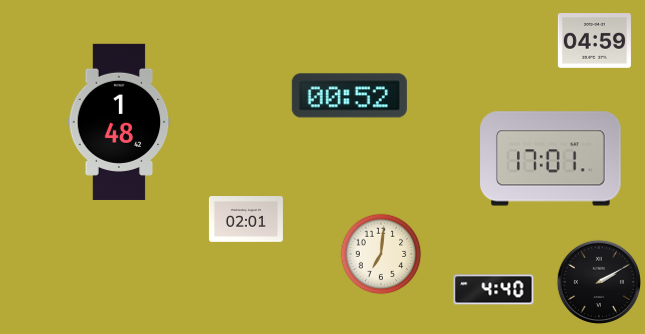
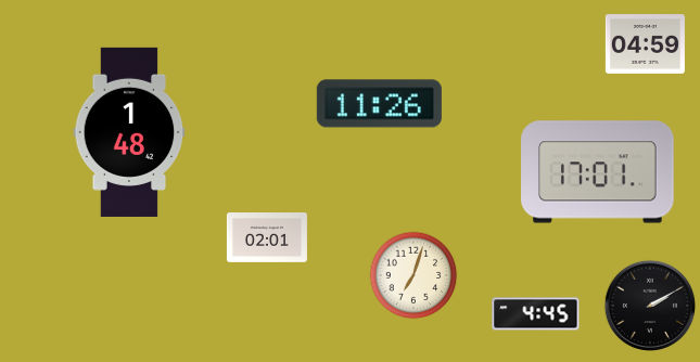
clock at (349, 96): 00:52 -> 11:26
clock at (381, 254): 7:01 -> 7:03
clock at (494, 290): 4:40 -> 4:45
